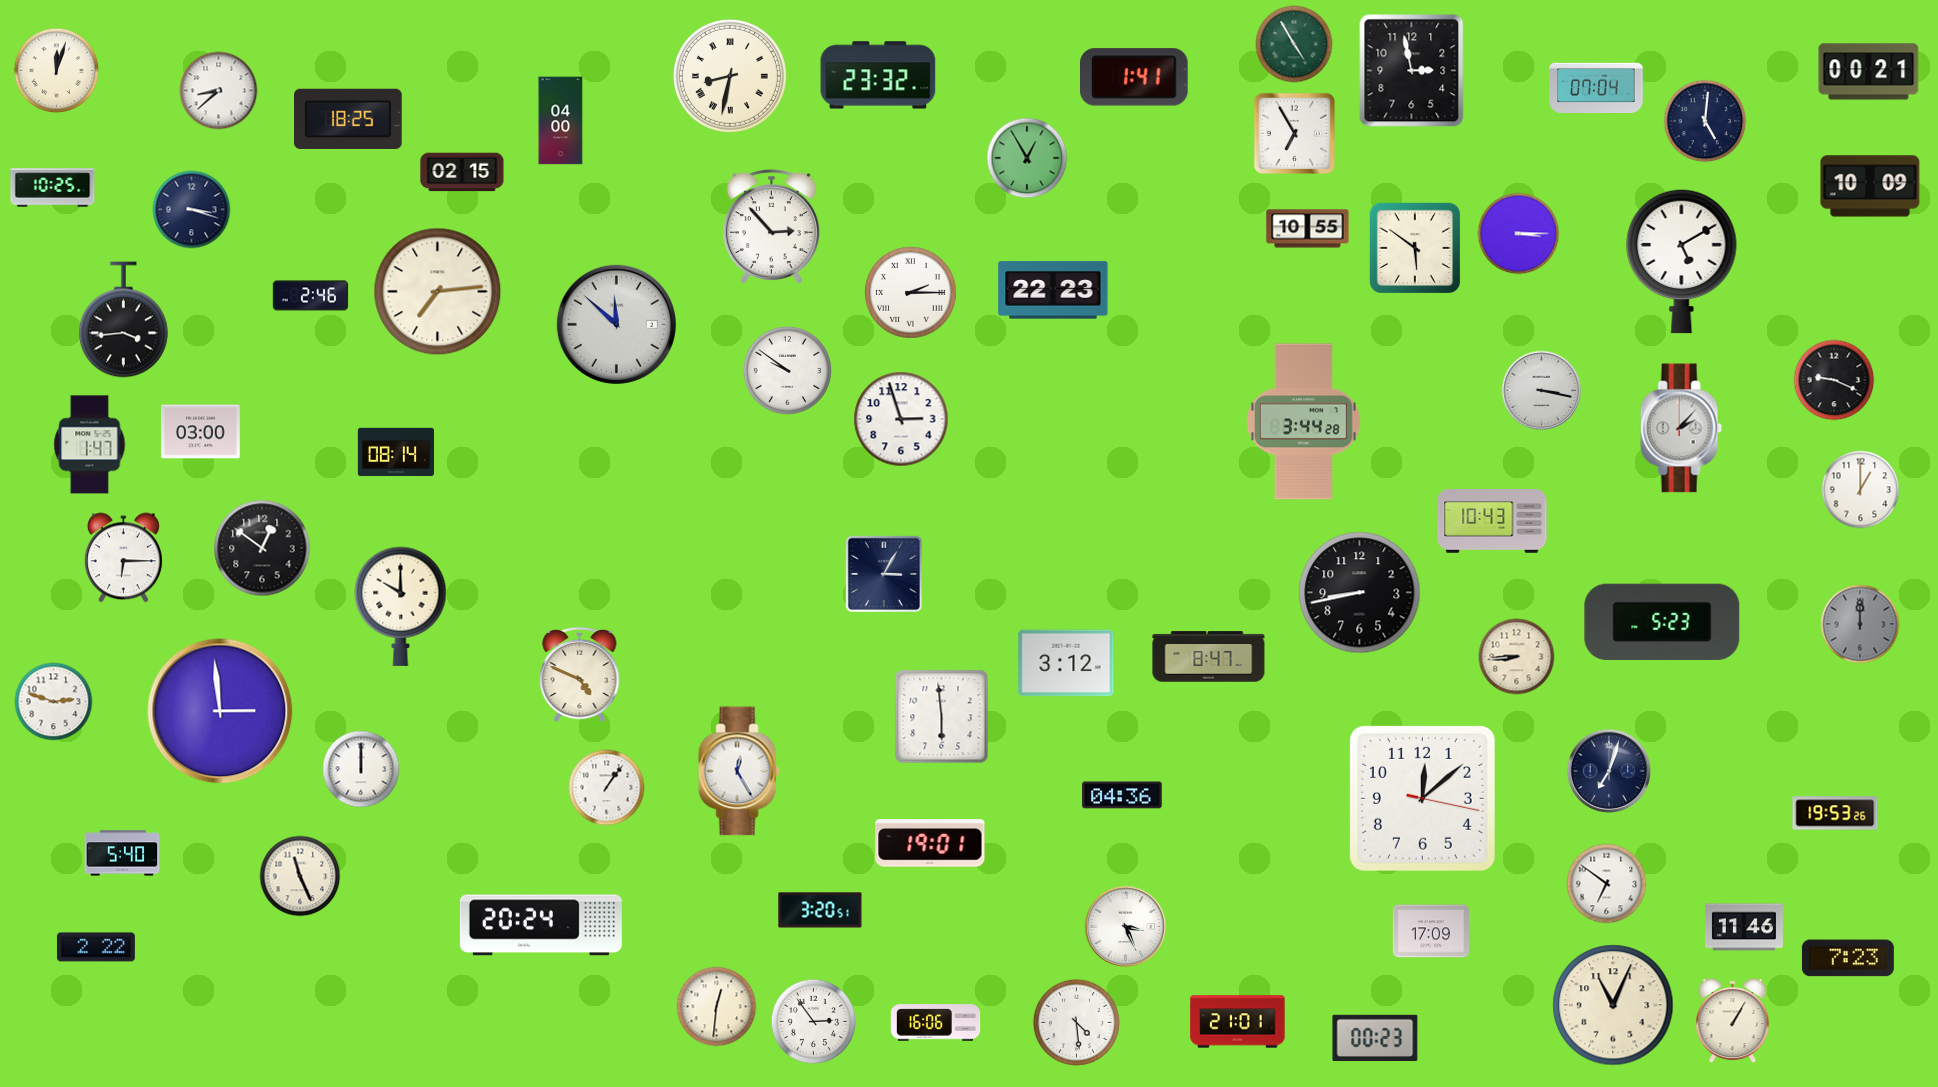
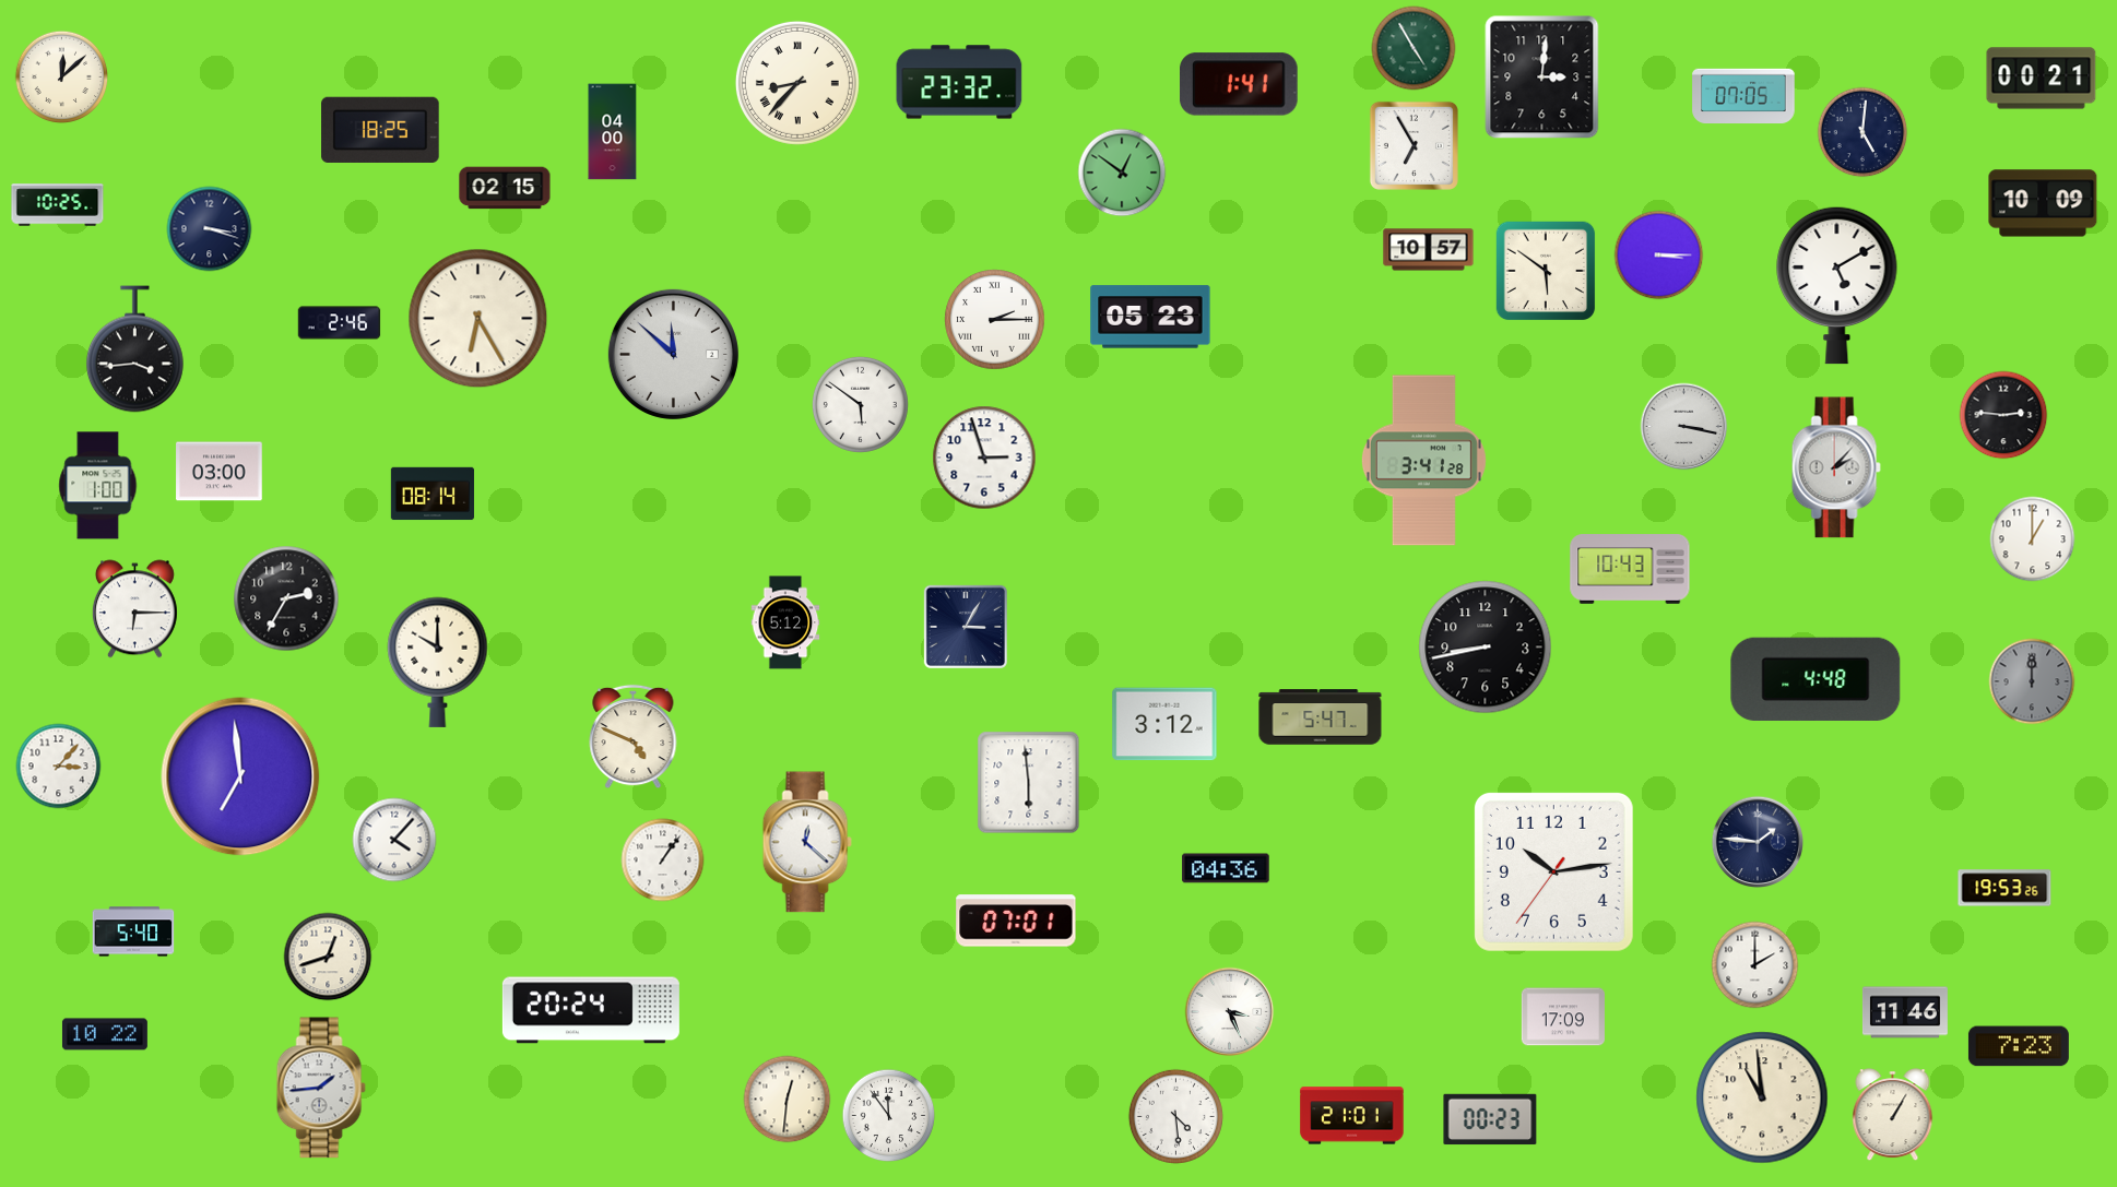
clock at (57, 71): 12:03 -> 12:08
clock at (1412, 71): 2:58 -> 3:01
clock at (730, 76): 8:32 -> 8:37
clock at (1596, 88): 07:04 -> 07:05
clock at (219, 91): 8:38 -> none
clock at (1027, 158): 12:55 -> 12:51
clock at (771, 226): 2:53 -> none
clock at (1308, 229): 10:55 -> 10:57
clock at (1053, 290): 22:23 -> 05:23
clock at (438, 292): 7:14 -> 6:25
clock at (787, 370): 9:51 -> 5:51
clock at (1834, 380): 9:19 -> 2:46
clock at (1303, 422): 3:44 -> 3:41
clock at (90, 445): 1:47 -> 1:00
clock at (1861, 490) position: (1861, 490) -> (2033, 539)
clock at (262, 548): 12:51 -> 2:35
clock at (785, 622): none -> 5:12
clock at (1662, 622): 5:23 -> 4:48
clock at (1209, 657): 8:47 -> 5:47
clock at (1517, 657): 8:44 -> none
clock at (54, 702): 2:48 -> 3:07
clock at (220, 711): 2:59 -> 6:59
clock at (361, 769): 12:00 -> 4:07
clock at (1608, 770): 7:03 -> 1:46
clock at (739, 771): 12:25 -> 12:22
clock at (1422, 798): 12:08 -> 10:13
clock at (930, 843): 19:01 -> 07:01
clock at (300, 876): 11:26 -> 12:42
clock at (1607, 884): 6:51 -> 2:00
clock at (820, 910): 3:20 -> none
clock at (96, 947): 2:22 -> 10:22
clock at (321, 1088): none -> 1:44
clock at (1613, 1005): 11:04 -> 10:59
clock at (717, 1007) position: (717, 1007) -> (788, 1100)
clock at (814, 1022): 2:54 -> 11:54
clock at (936, 1023): 16:06 -> none
clock at (1375, 1038) position: (1375, 1038) -> (1490, 1119)
